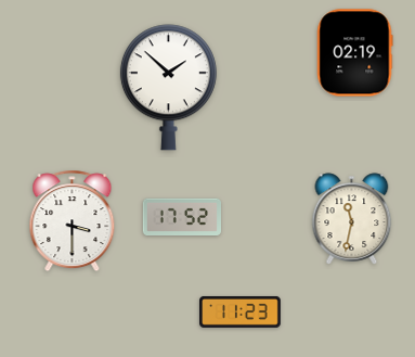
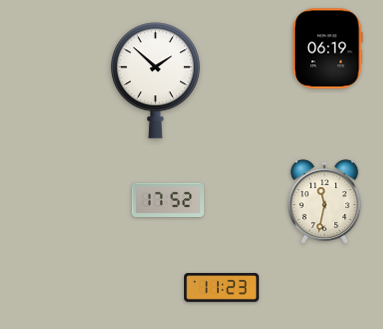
clock at (354, 53): 02:19 -> 06:19
clock at (73, 221): 3:30 -> none
